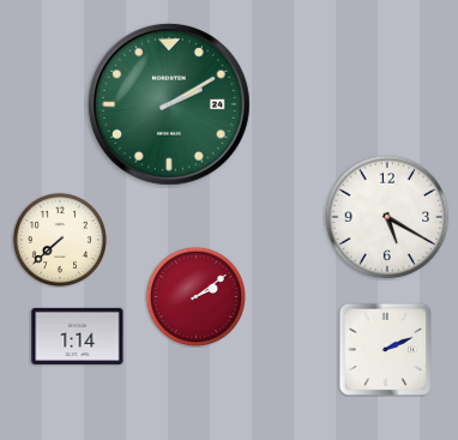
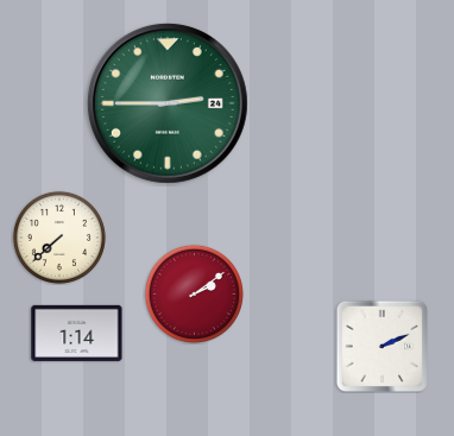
clock at (169, 104): 2:10 -> 2:45
clock at (387, 217): 5:20 -> none
